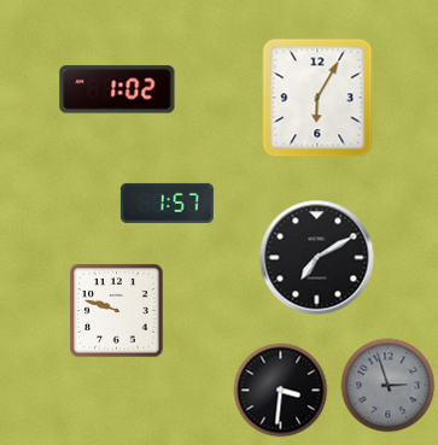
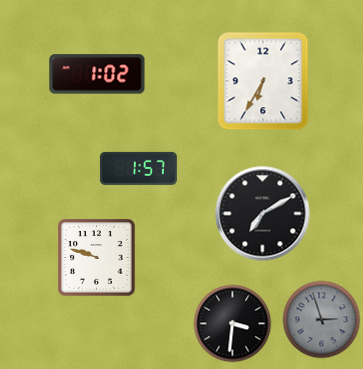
clock at (317, 98): 6:05 -> 6:35
